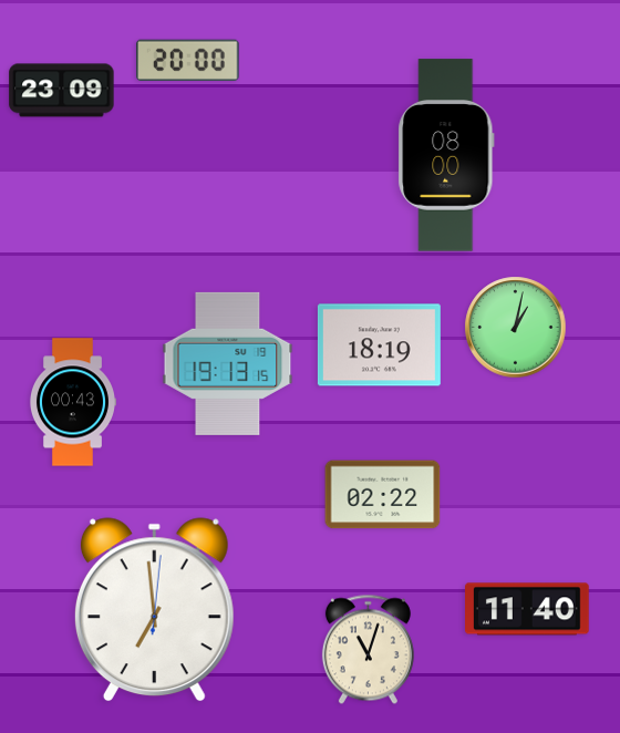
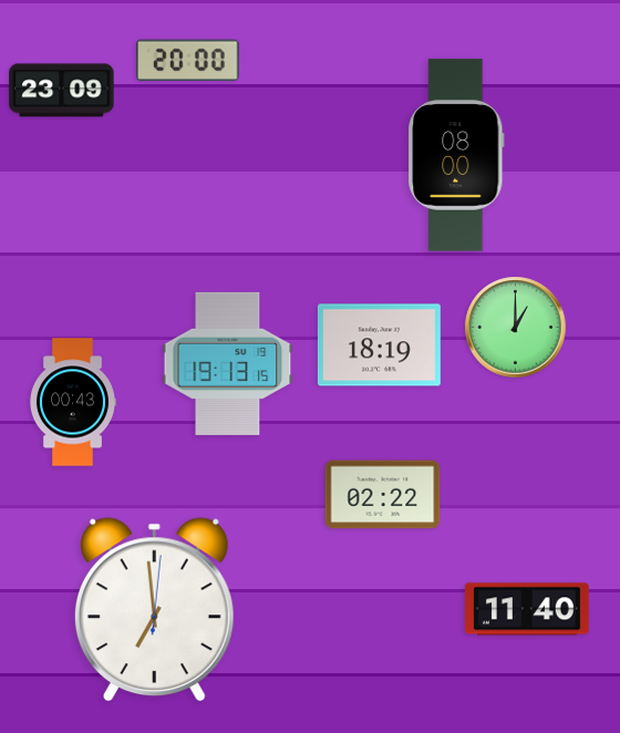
clock at (446, 155) position: (446, 155) -> (456, 155)
clock at (516, 328): 1:02 -> 1:00
clock at (368, 650): 11:03 -> none
